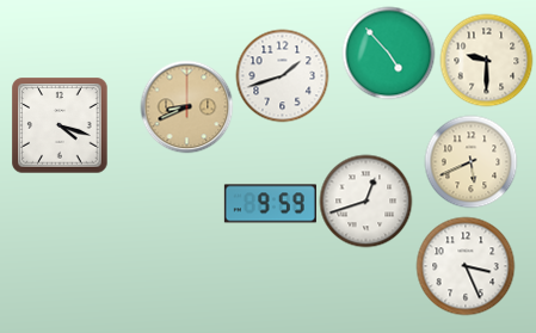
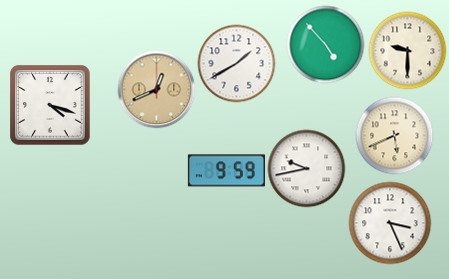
clock at (282, 75): 1:42 -> 1:40
clock at (186, 106): 8:41 -> 12:41
clock at (365, 201): 12:42 -> 9:43
